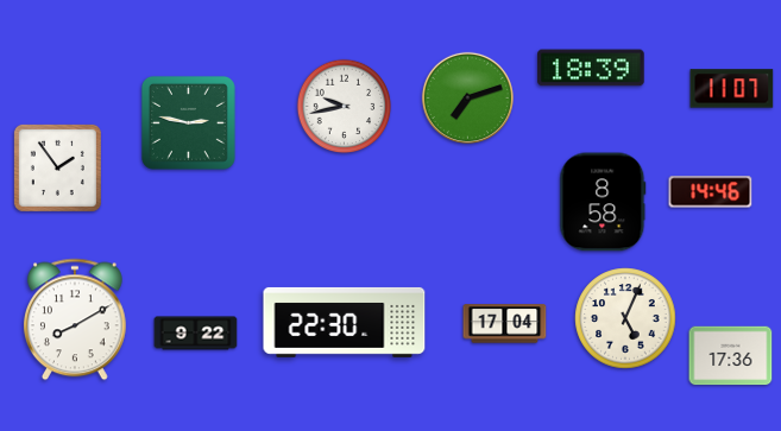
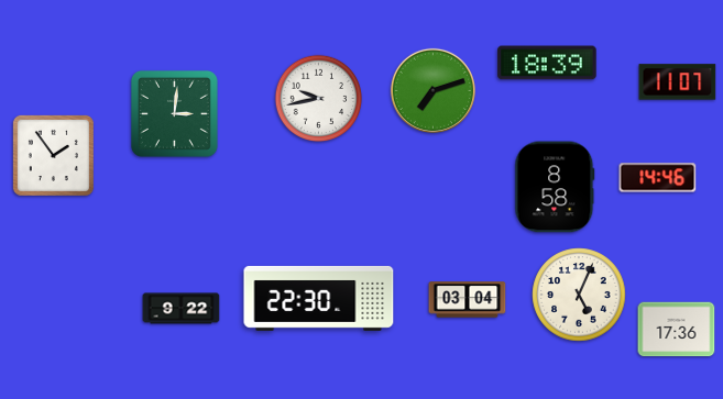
clock at (188, 122): 2:47 -> 3:01
clock at (603, 202) position: (603, 202) -> (555, 187)
clock at (75, 319): 8:10 -> none
clock at (505, 324): 17:04 -> 03:04
